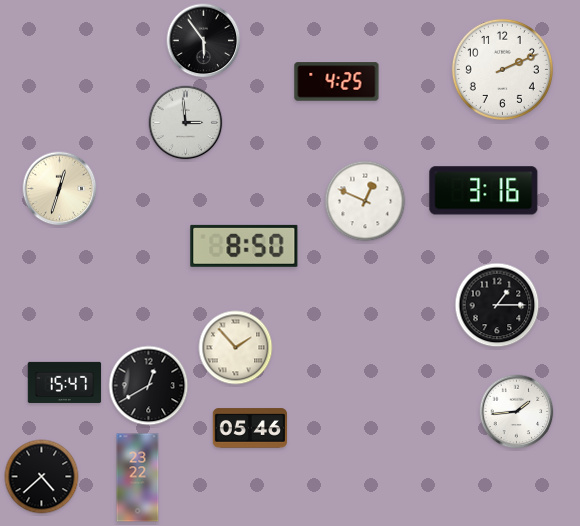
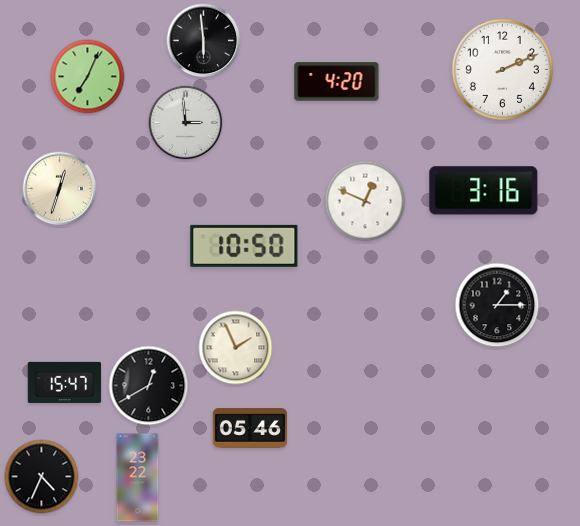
clock at (204, 41): 5:54 -> 5:59
clock at (88, 77): none -> 7:04
clock at (337, 82): 4:25 -> 4:20
clock at (244, 246): 8:50 -> 10:50
clock at (236, 348): 1:53 -> 1:56
clock at (517, 412): 1:44 -> none
clock at (42, 477): 4:38 -> 4:34
